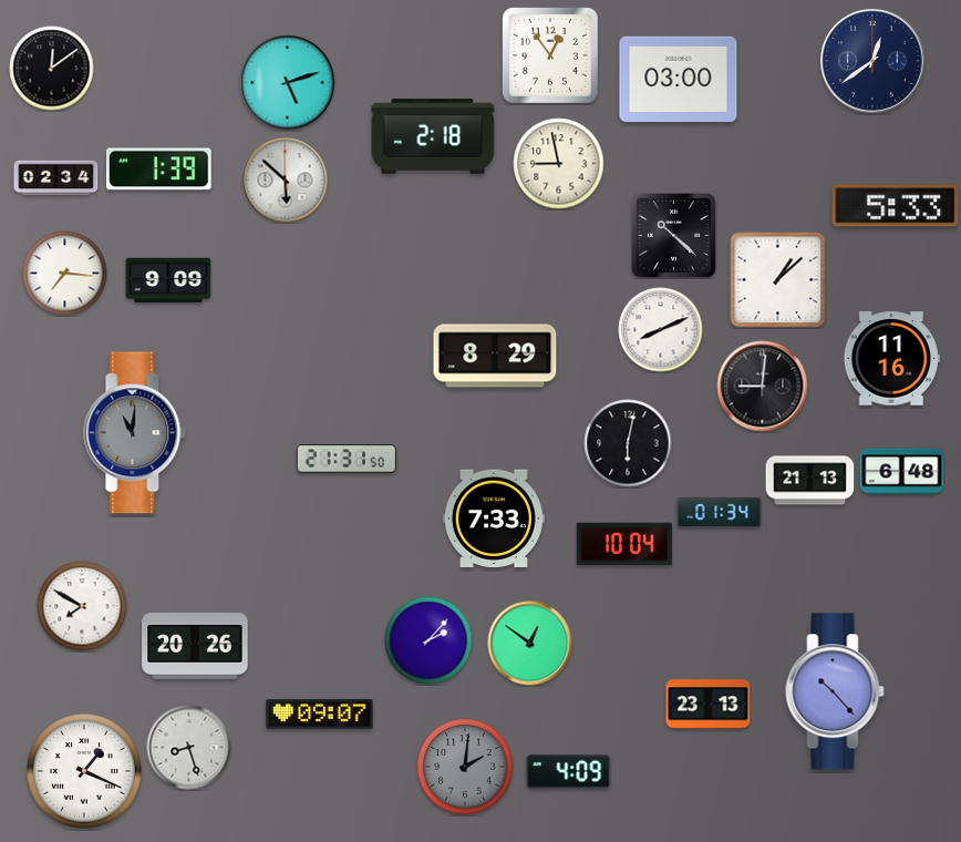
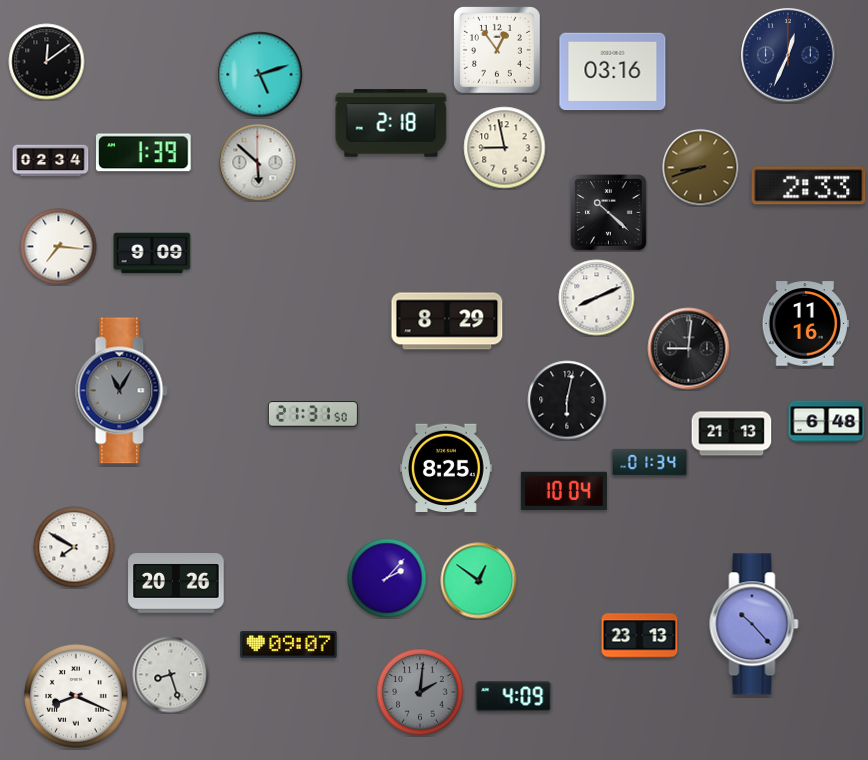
clock at (872, 61): 12:39 -> 12:34
clock at (679, 80): 03:00 -> 03:16
clock at (701, 168): none -> 8:42
clock at (896, 206): 5:33 -> 2:33
clock at (778, 280): 1:08 -> none
clock at (135, 433): 11:01 -> 11:05
clock at (902, 472) position: (902, 472) -> (827, 422)
clock at (494, 517): 7:33 -> 8:25
clock at (84, 771): 1:19 -> 8:19
